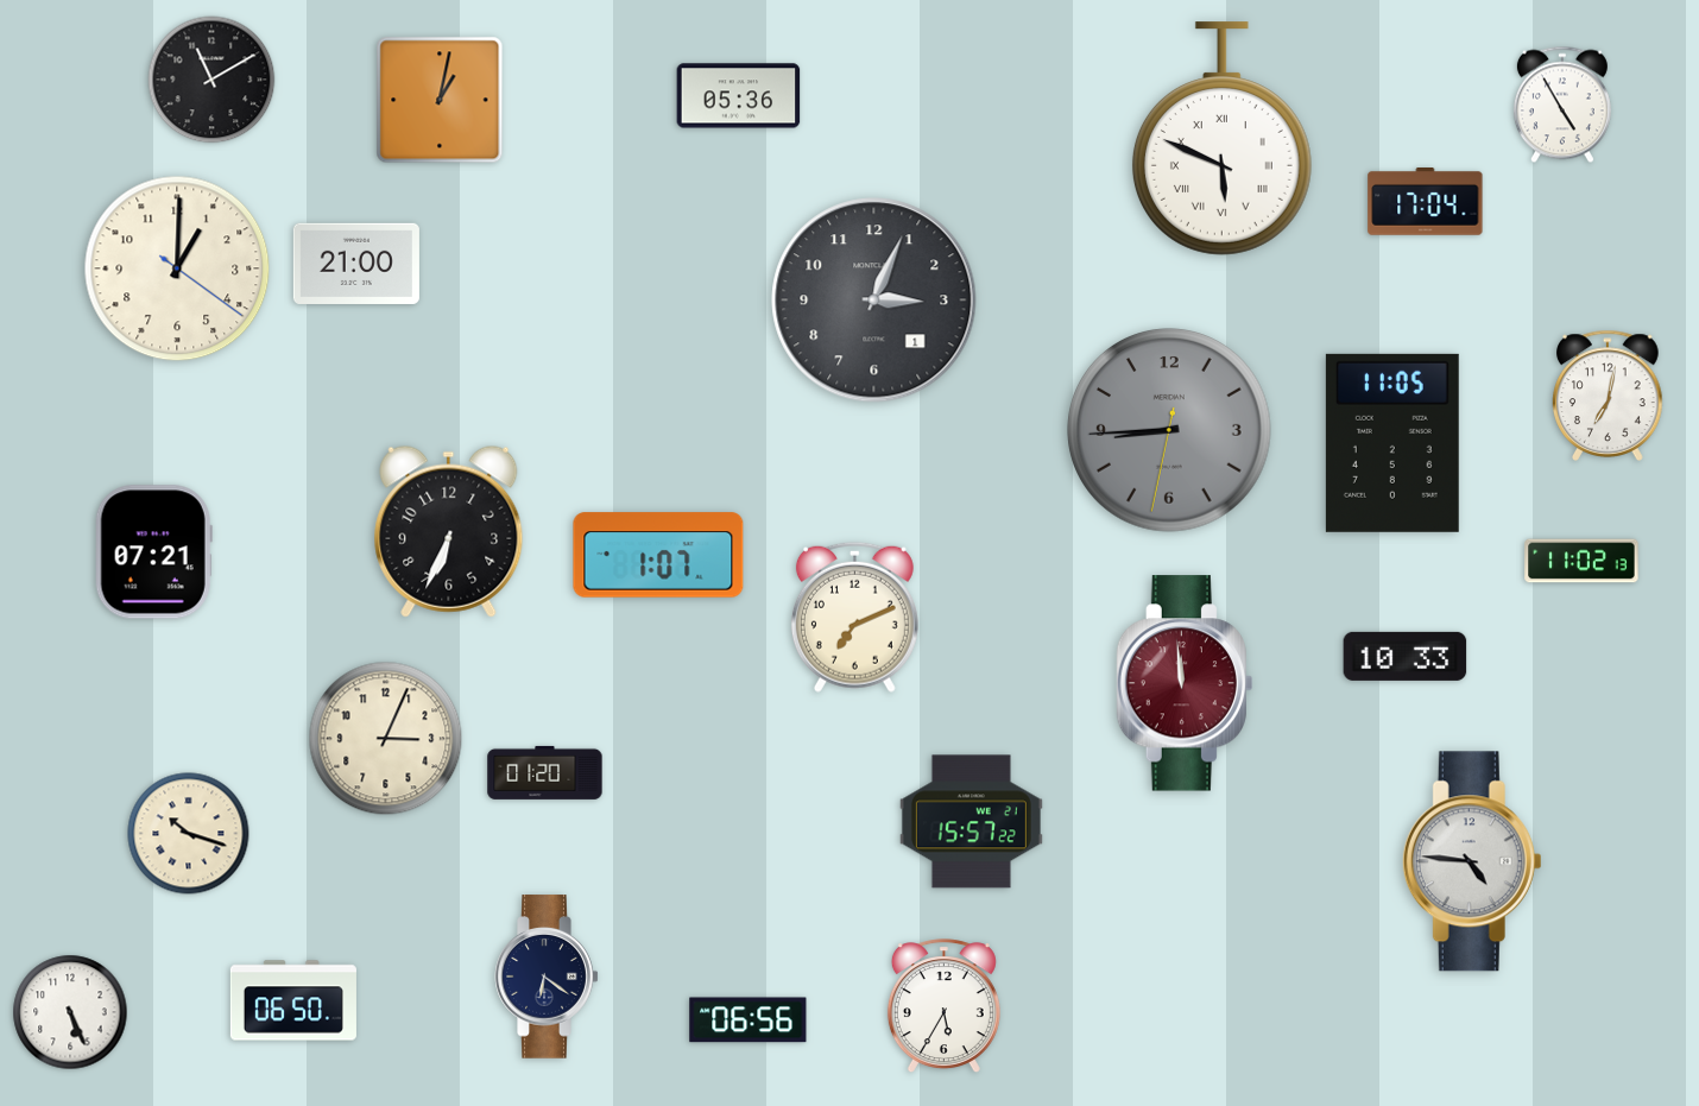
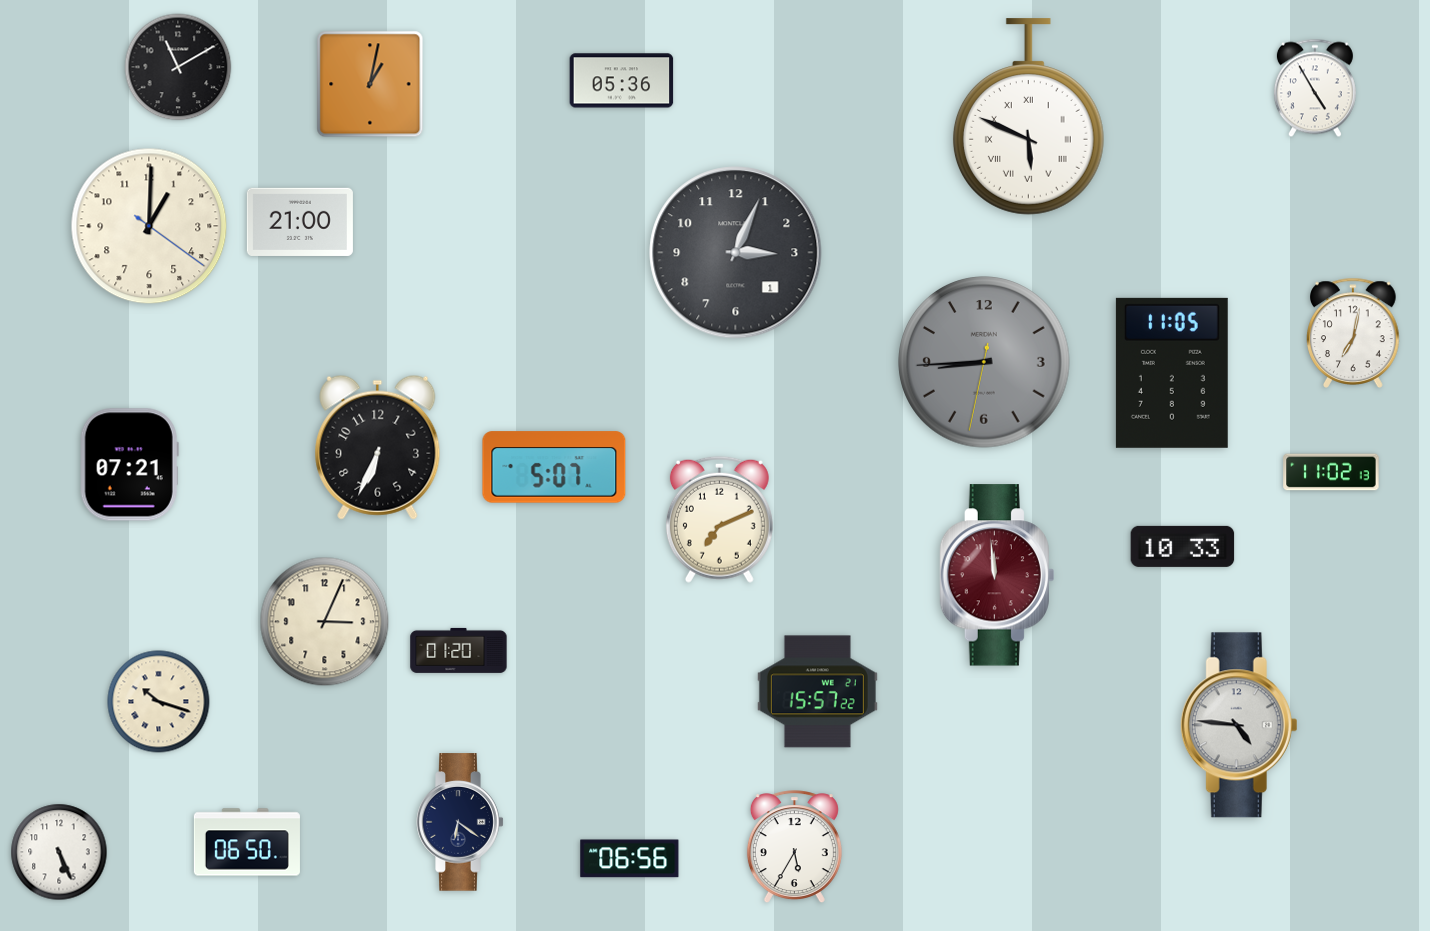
clock at (1426, 202): 17:04 -> none
clock at (658, 555): 1:07 -> 5:07
clock at (1406, 656) position: (1406, 656) -> (1183, 546)
